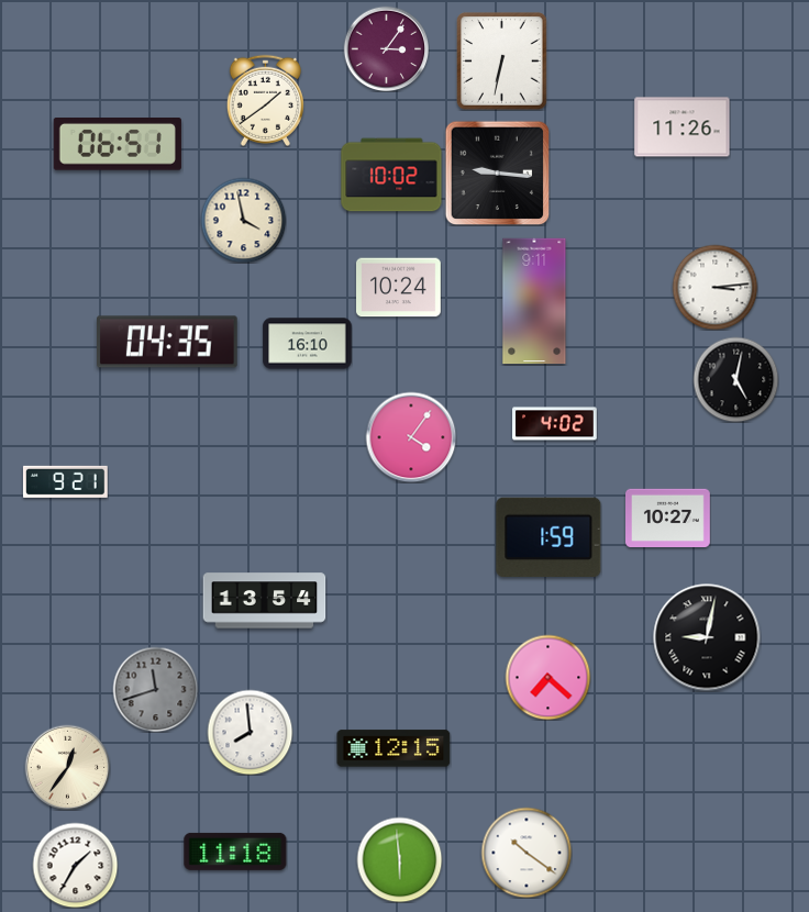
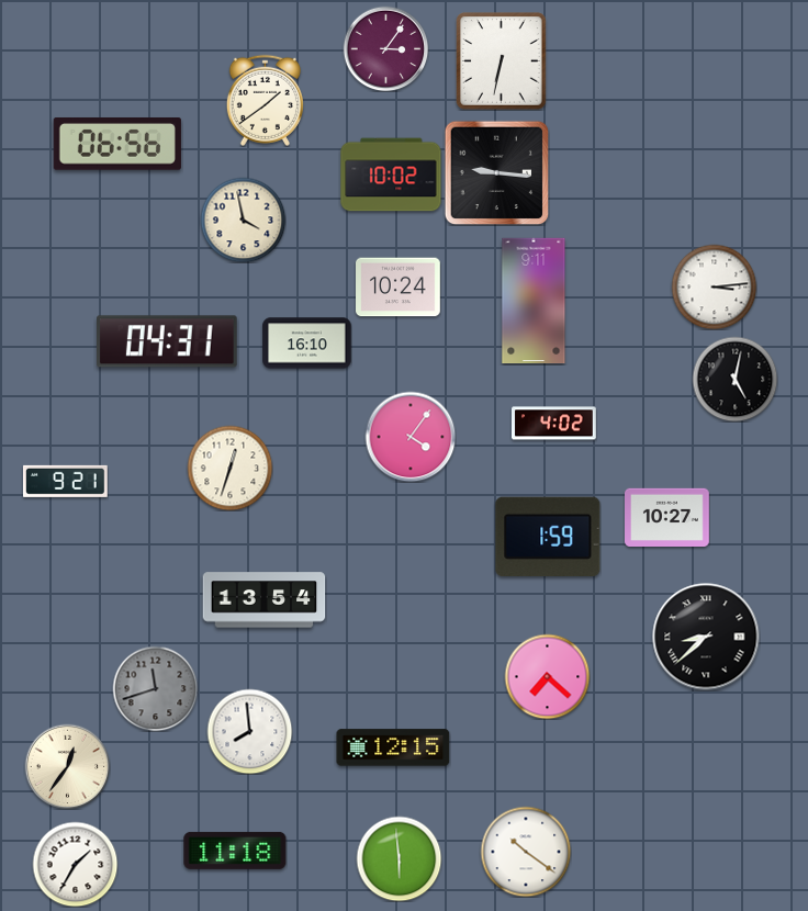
clock at (683, 127): 11:26 -> none
clock at (118, 145): 06:51 -> 06:56
clock at (168, 342): 04:35 -> 04:31
clock at (229, 468): none -> 12:33
clock at (707, 637): 9:02 -> 8:38
